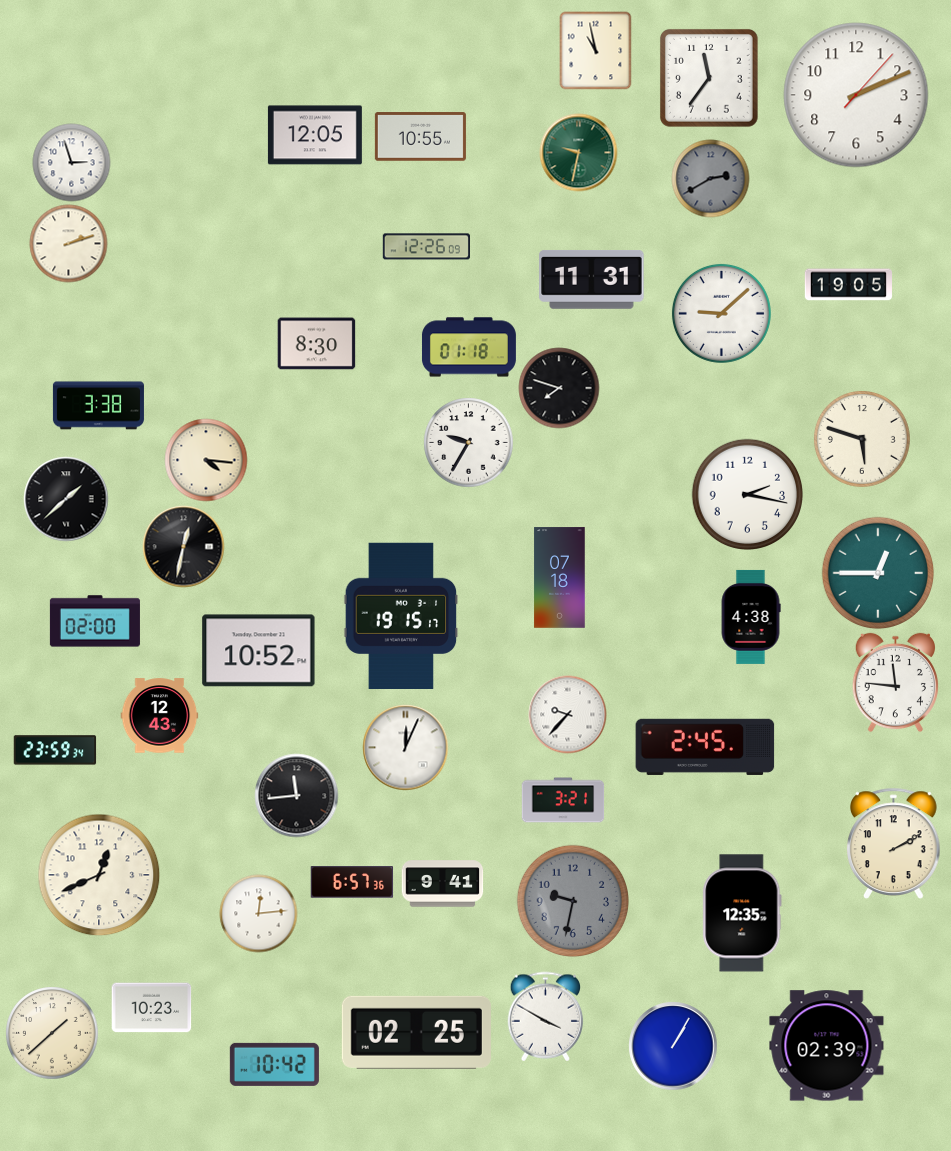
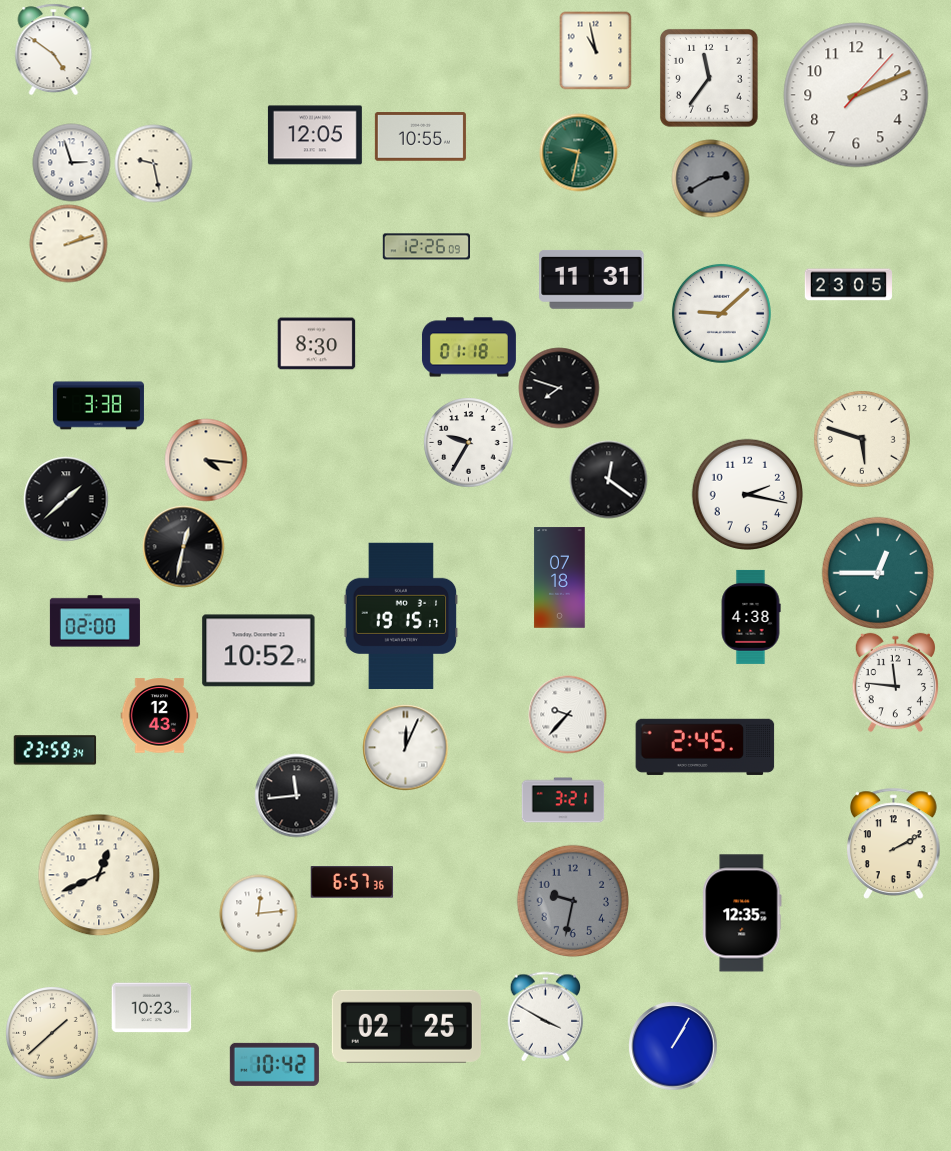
clock at (54, 49): none -> 4:51
clock at (153, 163): none -> 9:28
clock at (848, 285): 19:05 -> 23:05
clock at (608, 479): none -> 12:21
clock at (442, 884): 9:41 -> none
clock at (416, 1032) position: (416, 1032) -> (406, 1026)
clock at (827, 1046): 02:39 -> none
